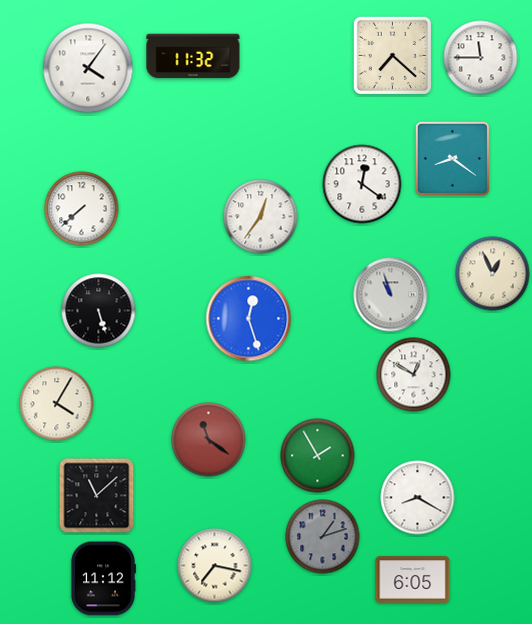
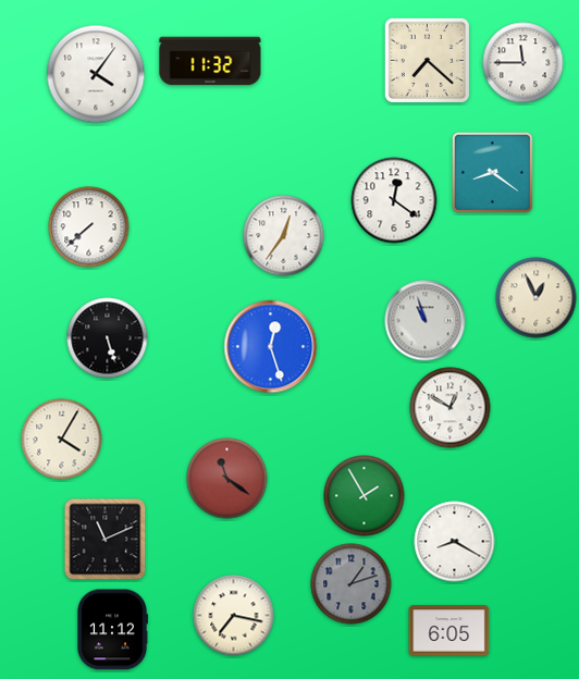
clock at (318, 456) position: (318, 456) -> (365, 496)
clock at (97, 496): 11:08 -> 11:11
